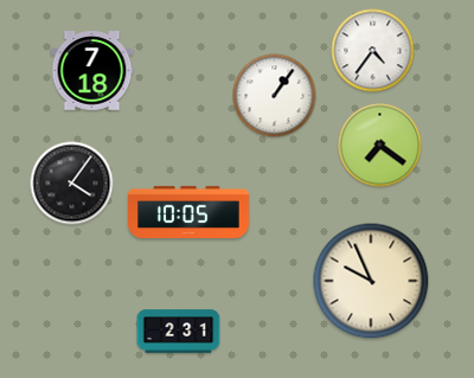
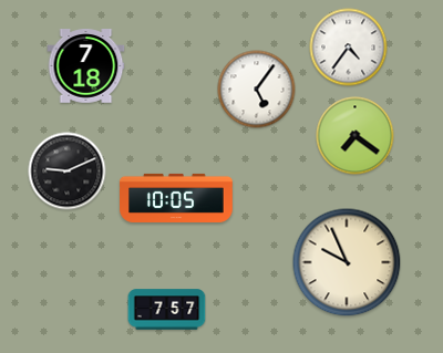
clock at (275, 96): 1:06 -> 5:06
clock at (72, 184): 4:06 -> 9:11
clock at (179, 332): 2:31 -> 7:57
